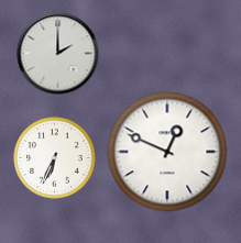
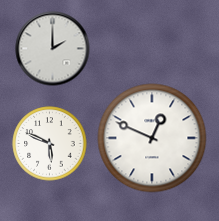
clock at (55, 158): 6:34 -> 5:49
